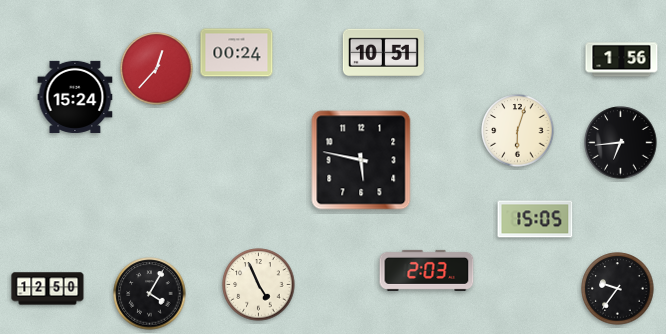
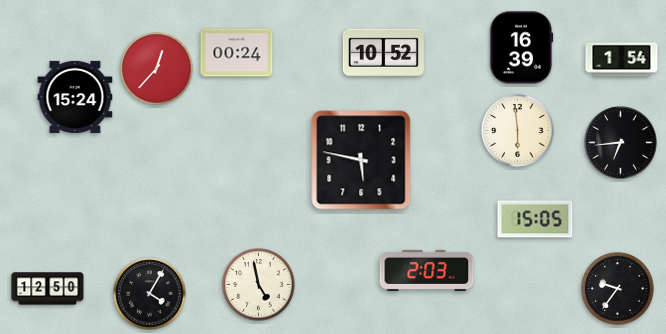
clock at (521, 48): none -> 16:39
clock at (383, 52): 10:51 -> 10:52
clock at (622, 60): 1:56 -> 1:54
clock at (518, 131): 6:03 -> 5:59
clock at (259, 285): 4:56 -> 4:58
